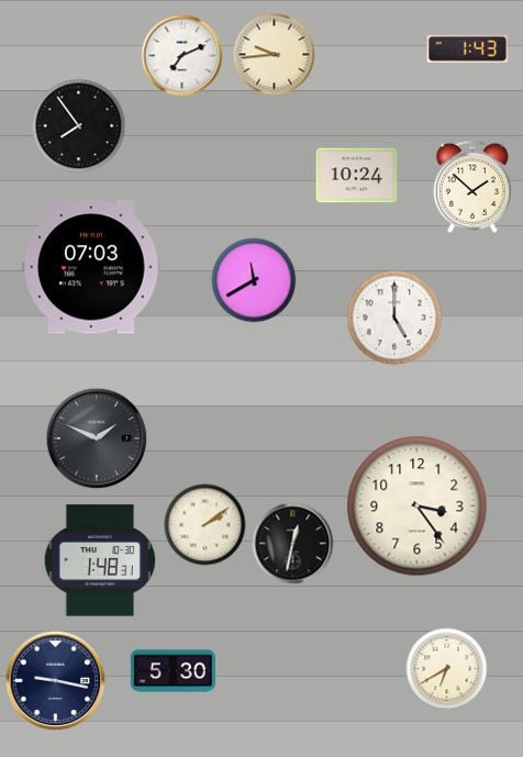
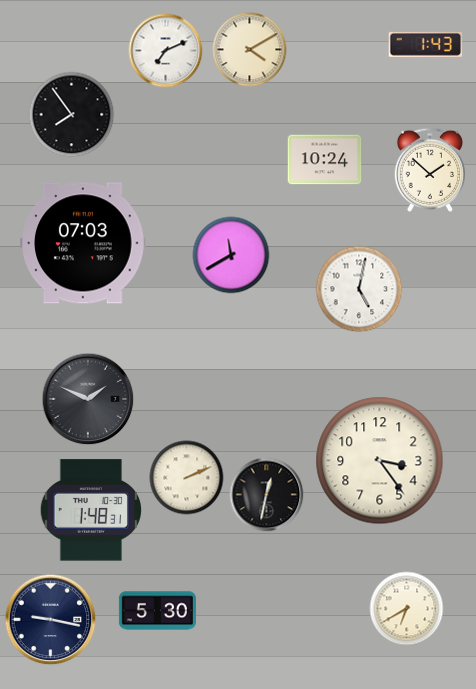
clock at (275, 55): 9:44 -> 4:10
clock at (394, 318): 5:00 -> 5:02
clock at (205, 525): 2:09 -> 2:11
